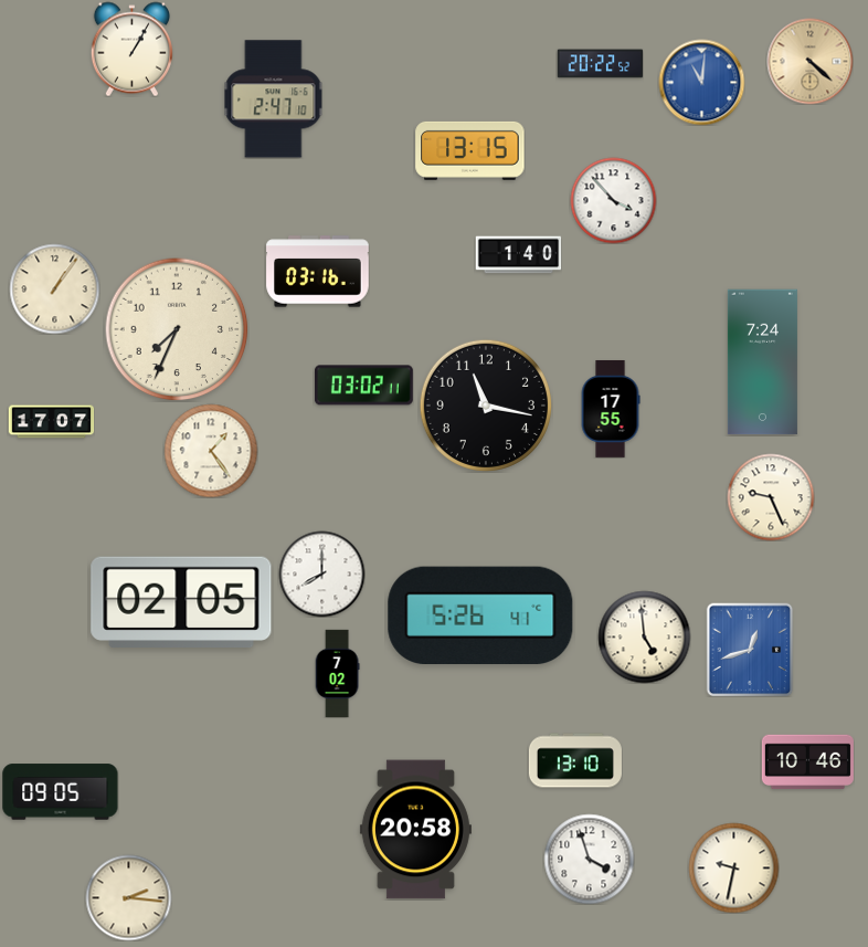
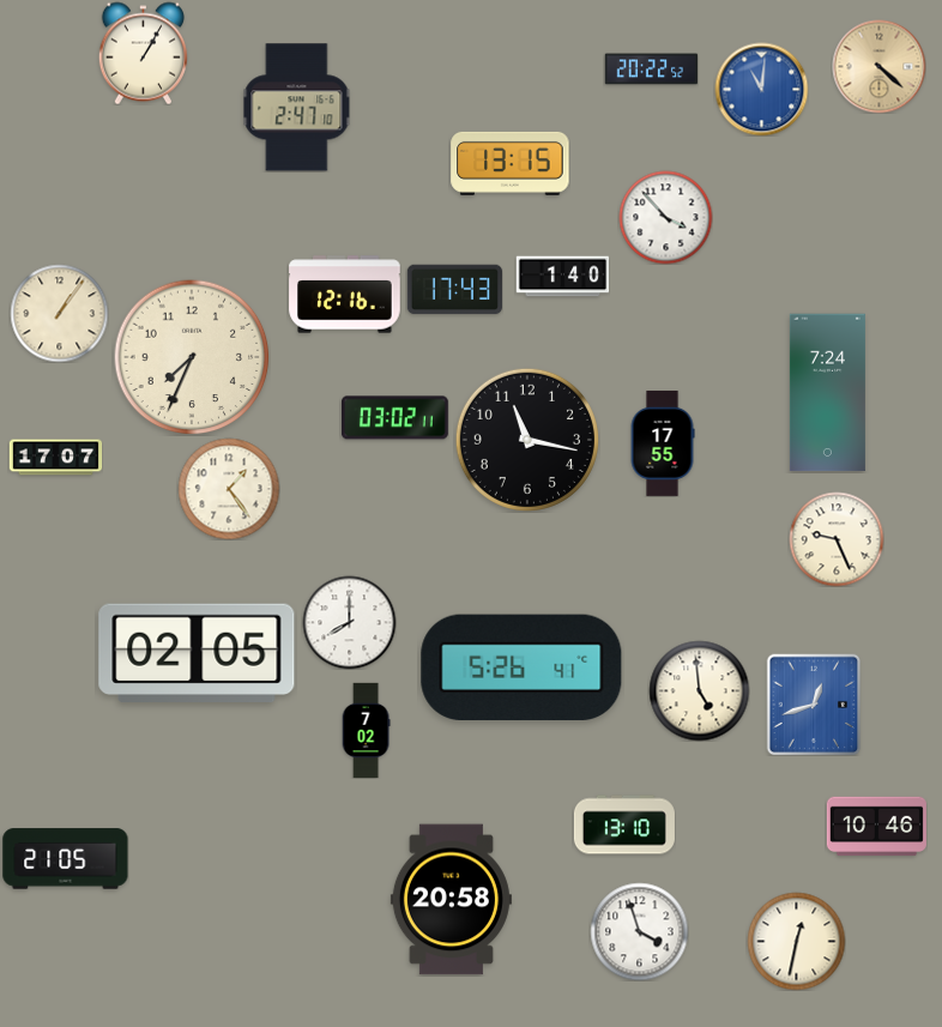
clock at (454, 290): none -> 17:43
clock at (318, 272): 03:16 -> 12:16
clock at (61, 792): 09:05 -> 21:05
clock at (733, 867): 9:32 -> 12:32
clock at (128, 897): 2:16 -> none
